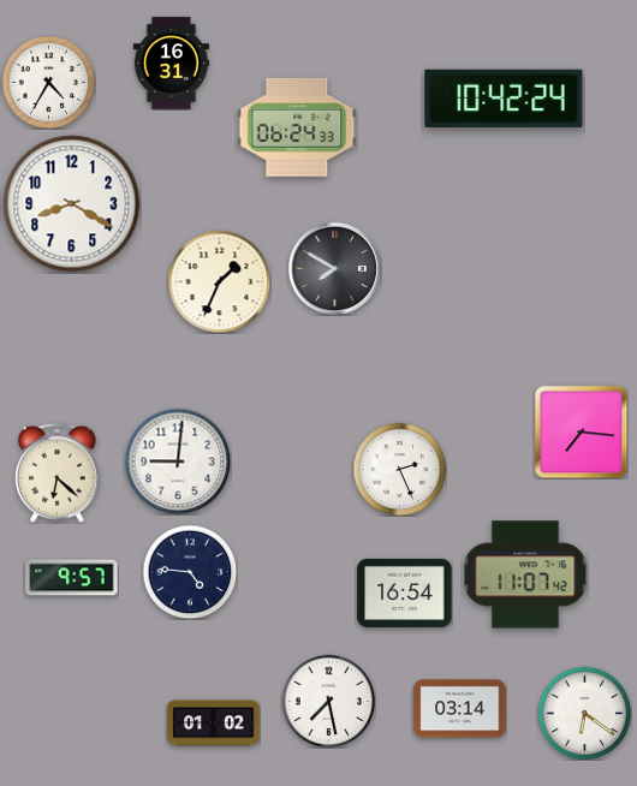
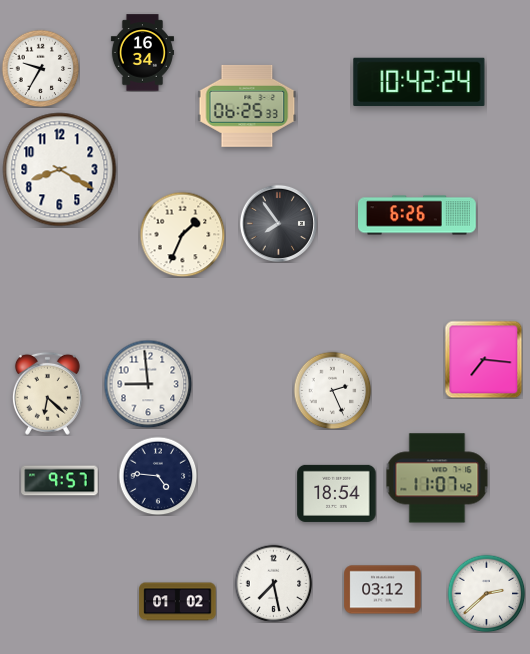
clock at (171, 64): 16:31 -> 16:34
clock at (48, 82): 4:35 -> 9:35
clock at (297, 127): 06:24 -> 06:25
clock at (418, 215): none -> 6:26
clock at (334, 268): 7:50 -> 7:54
clock at (178, 462): 9:01 -> 8:59
clock at (405, 593): 16:54 -> 18:54
clock at (460, 709): 03:14 -> 03:12
clock at (584, 713): 6:21 -> 2:38
